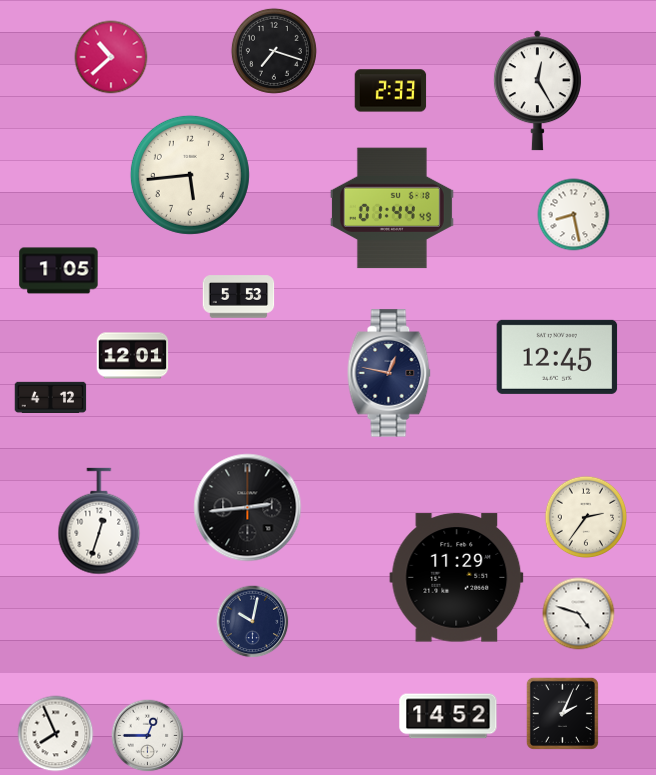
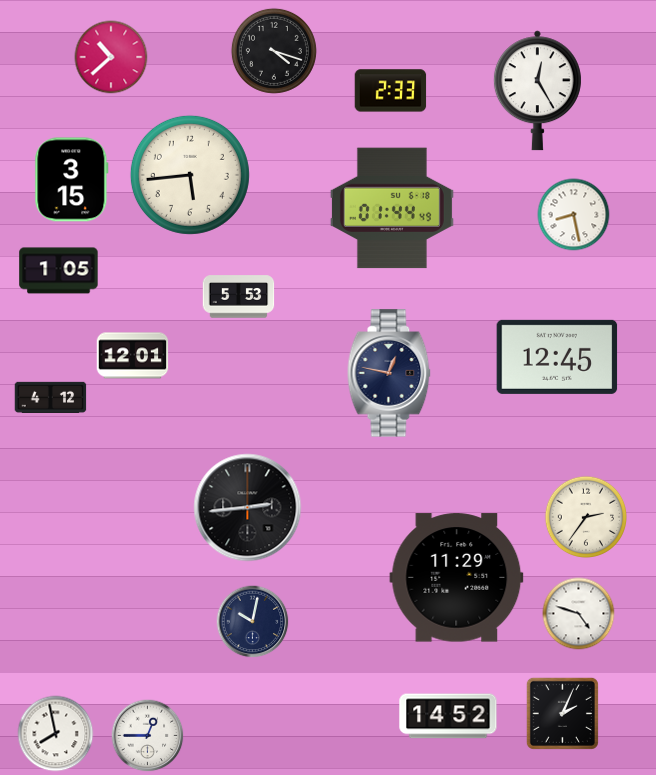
clock at (274, 51): 7:18 -> 4:18
clock at (72, 180): none -> 3:15
clock at (99, 521): 12:33 -> none
clock at (56, 734): 7:56 -> 7:58
